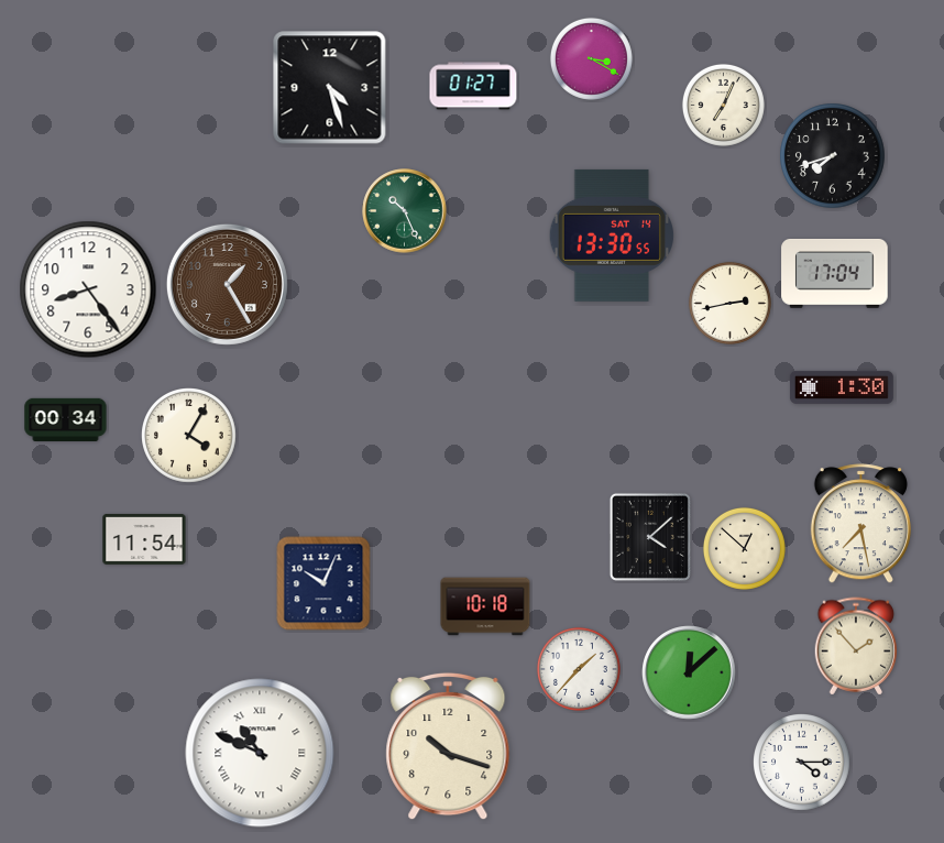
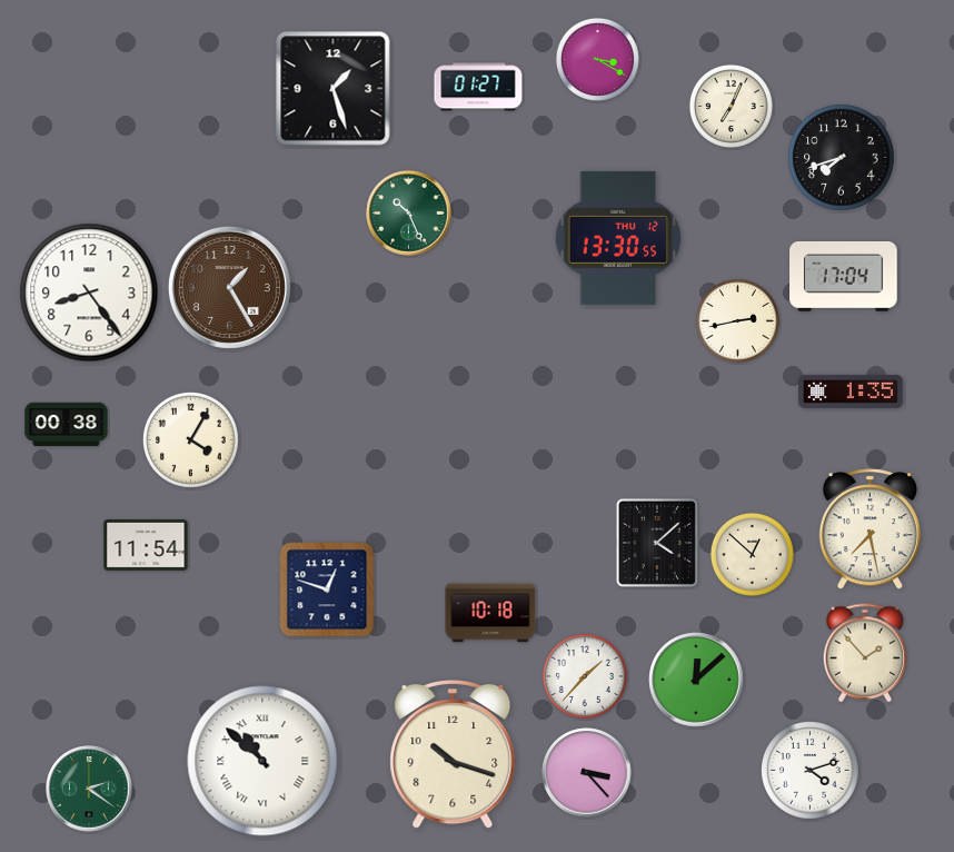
clock at (330, 88): 4:27 -> 1:27
clock at (612, 236) date: SAT 14 -> THU 12
clock at (729, 303) position: (729, 303) -> (737, 320)
clock at (842, 387): 1:30 -> 1:35
clock at (66, 419): 00:34 -> 00:38
clock at (323, 583): 10:04 -> 12:48
clock at (260, 753): 10:49 -> 10:52
clock at (802, 763): 4:15 -> 4:12
clock at (587, 773): none -> 3:23
clock at (89, 789): none -> 2:21
